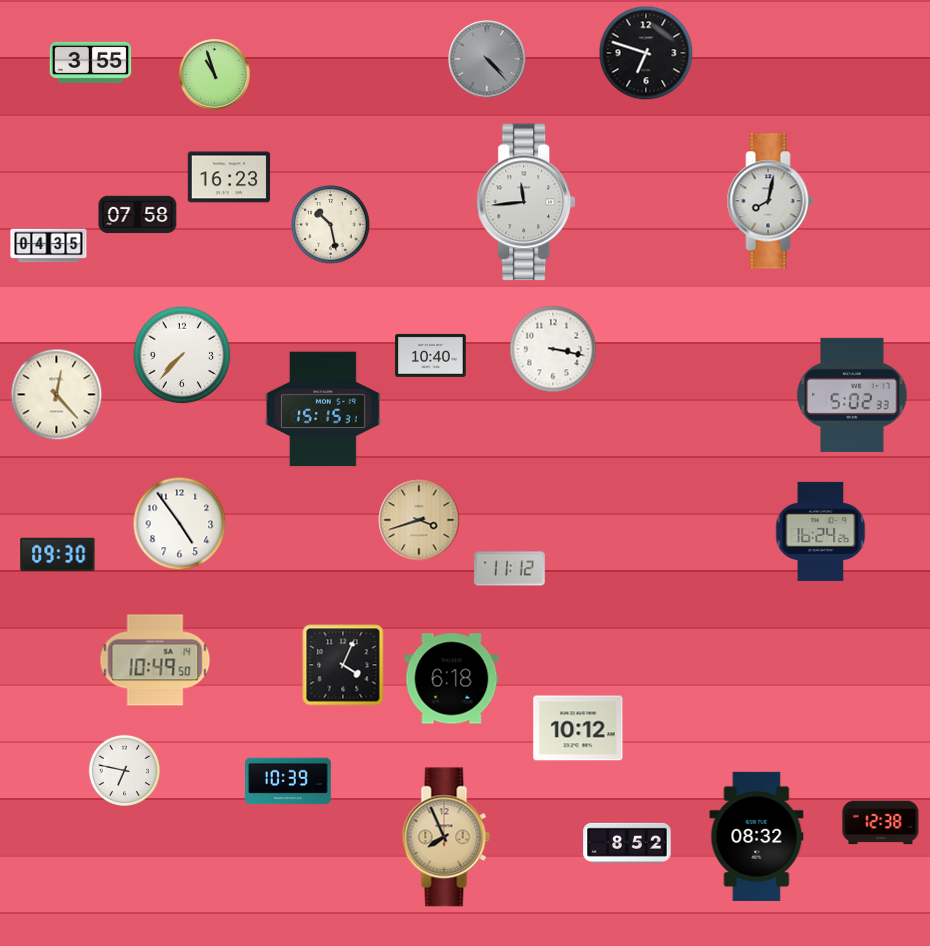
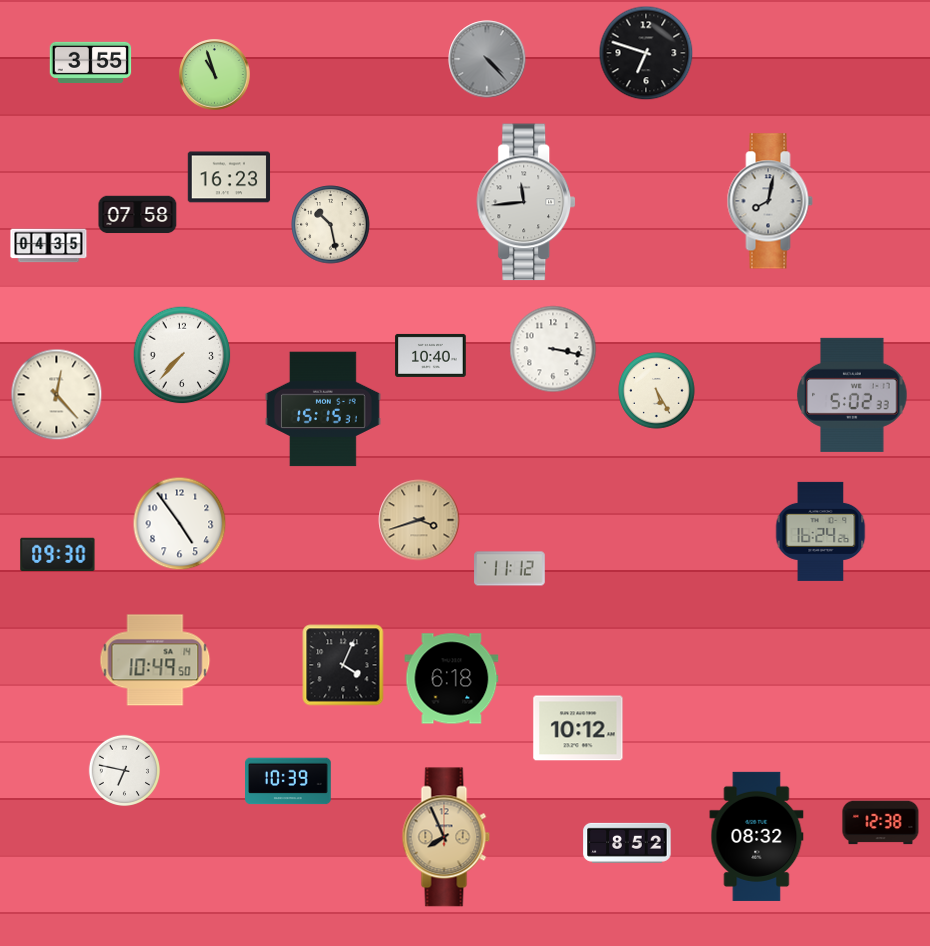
clock at (657, 391): none -> 5:25
